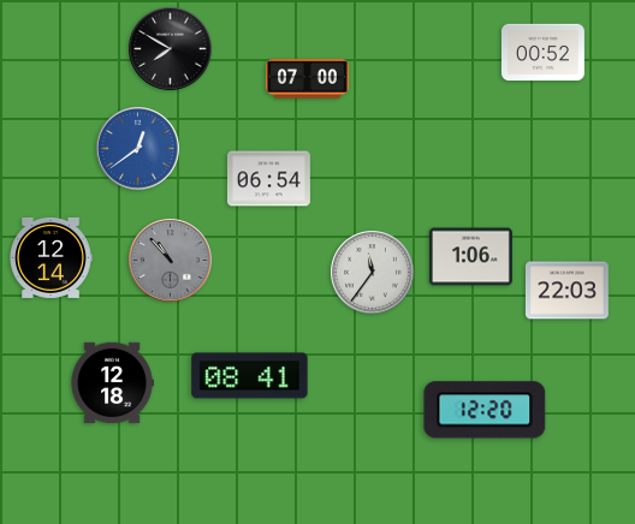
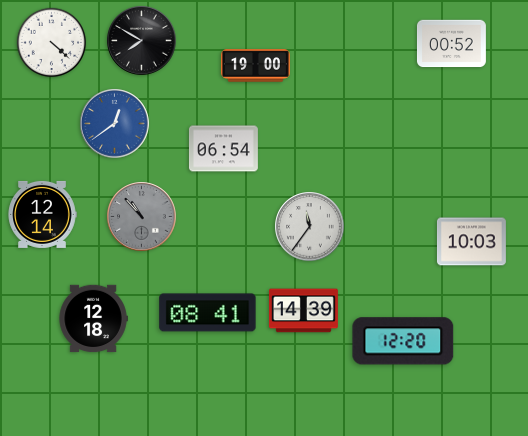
clock at (52, 43): none -> 4:22
clock at (307, 79): 07:00 -> 19:00
clock at (470, 257): 1:06 -> none
clock at (566, 291): 22:03 -> 10:03
clock at (303, 311): none -> 14:39
